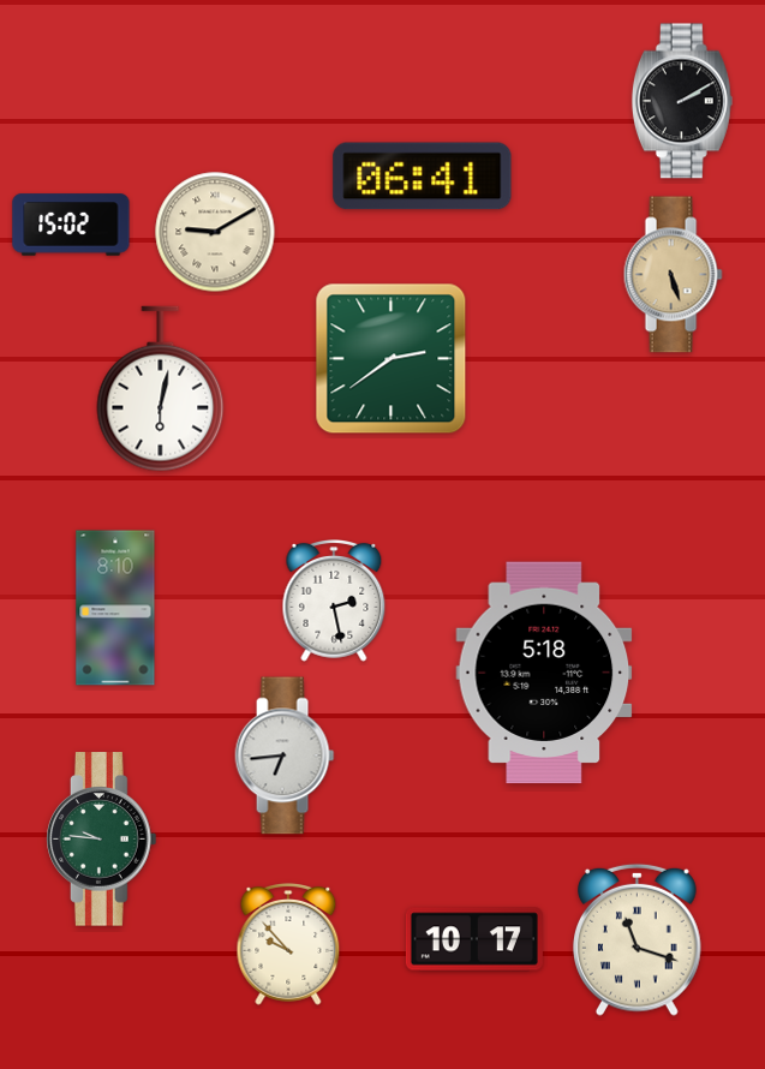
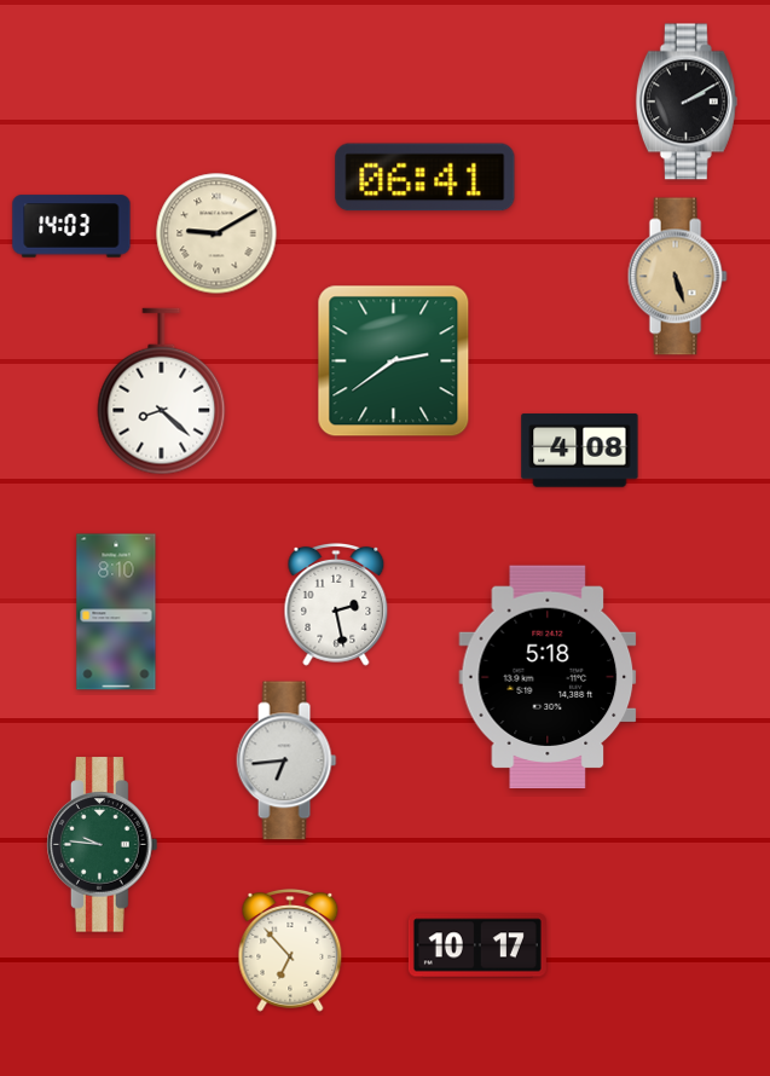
clock at (71, 225): 15:02 -> 14:03
clock at (161, 389): 6:02 -> 8:22
clock at (580, 451): none -> 4:08
clock at (638, 939): 11:18 -> none
clock at (288, 945): 9:53 -> 6:53
